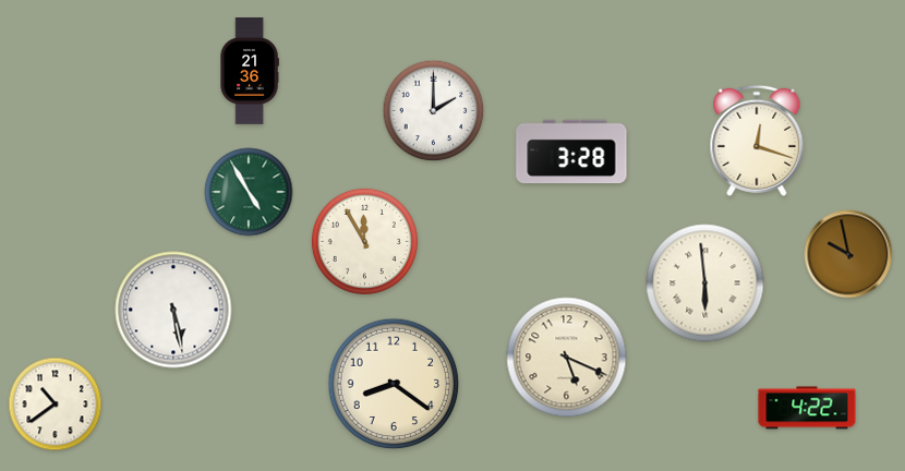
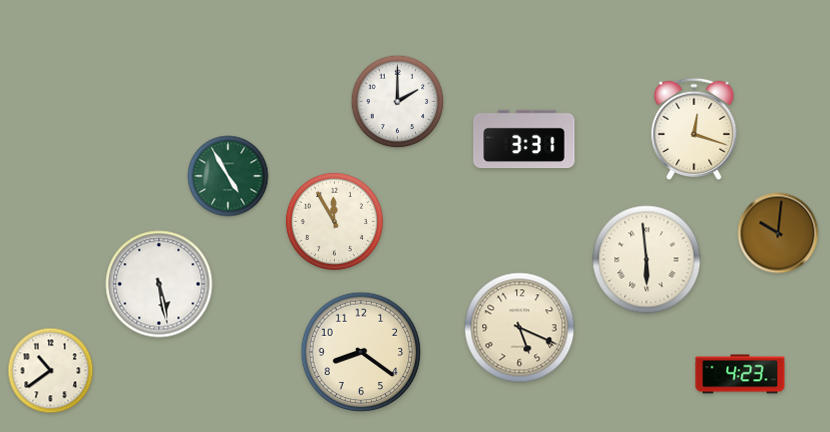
clock at (250, 72): 21:36 -> none
clock at (571, 152): 3:28 -> 3:31
clock at (848, 254): 9:58 -> 10:01
clock at (807, 408): 4:22 -> 4:23
